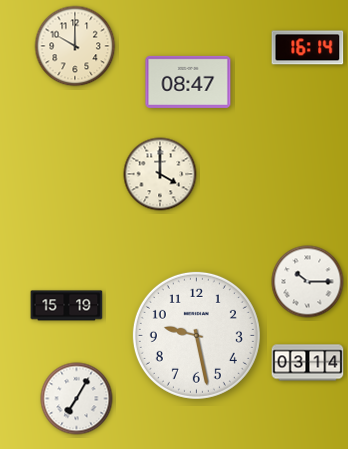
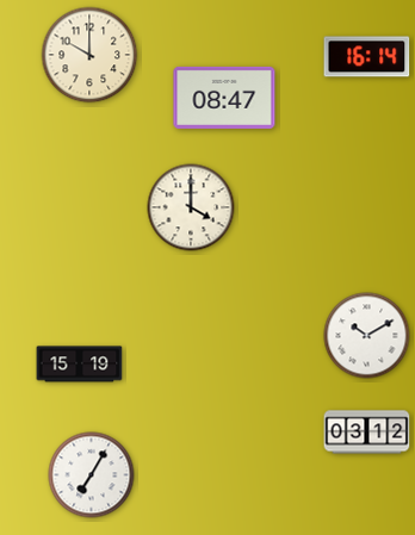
clock at (308, 282): 10:15 -> 10:10
clock at (196, 335): 9:28 -> none
clock at (308, 363): 03:14 -> 03:12
